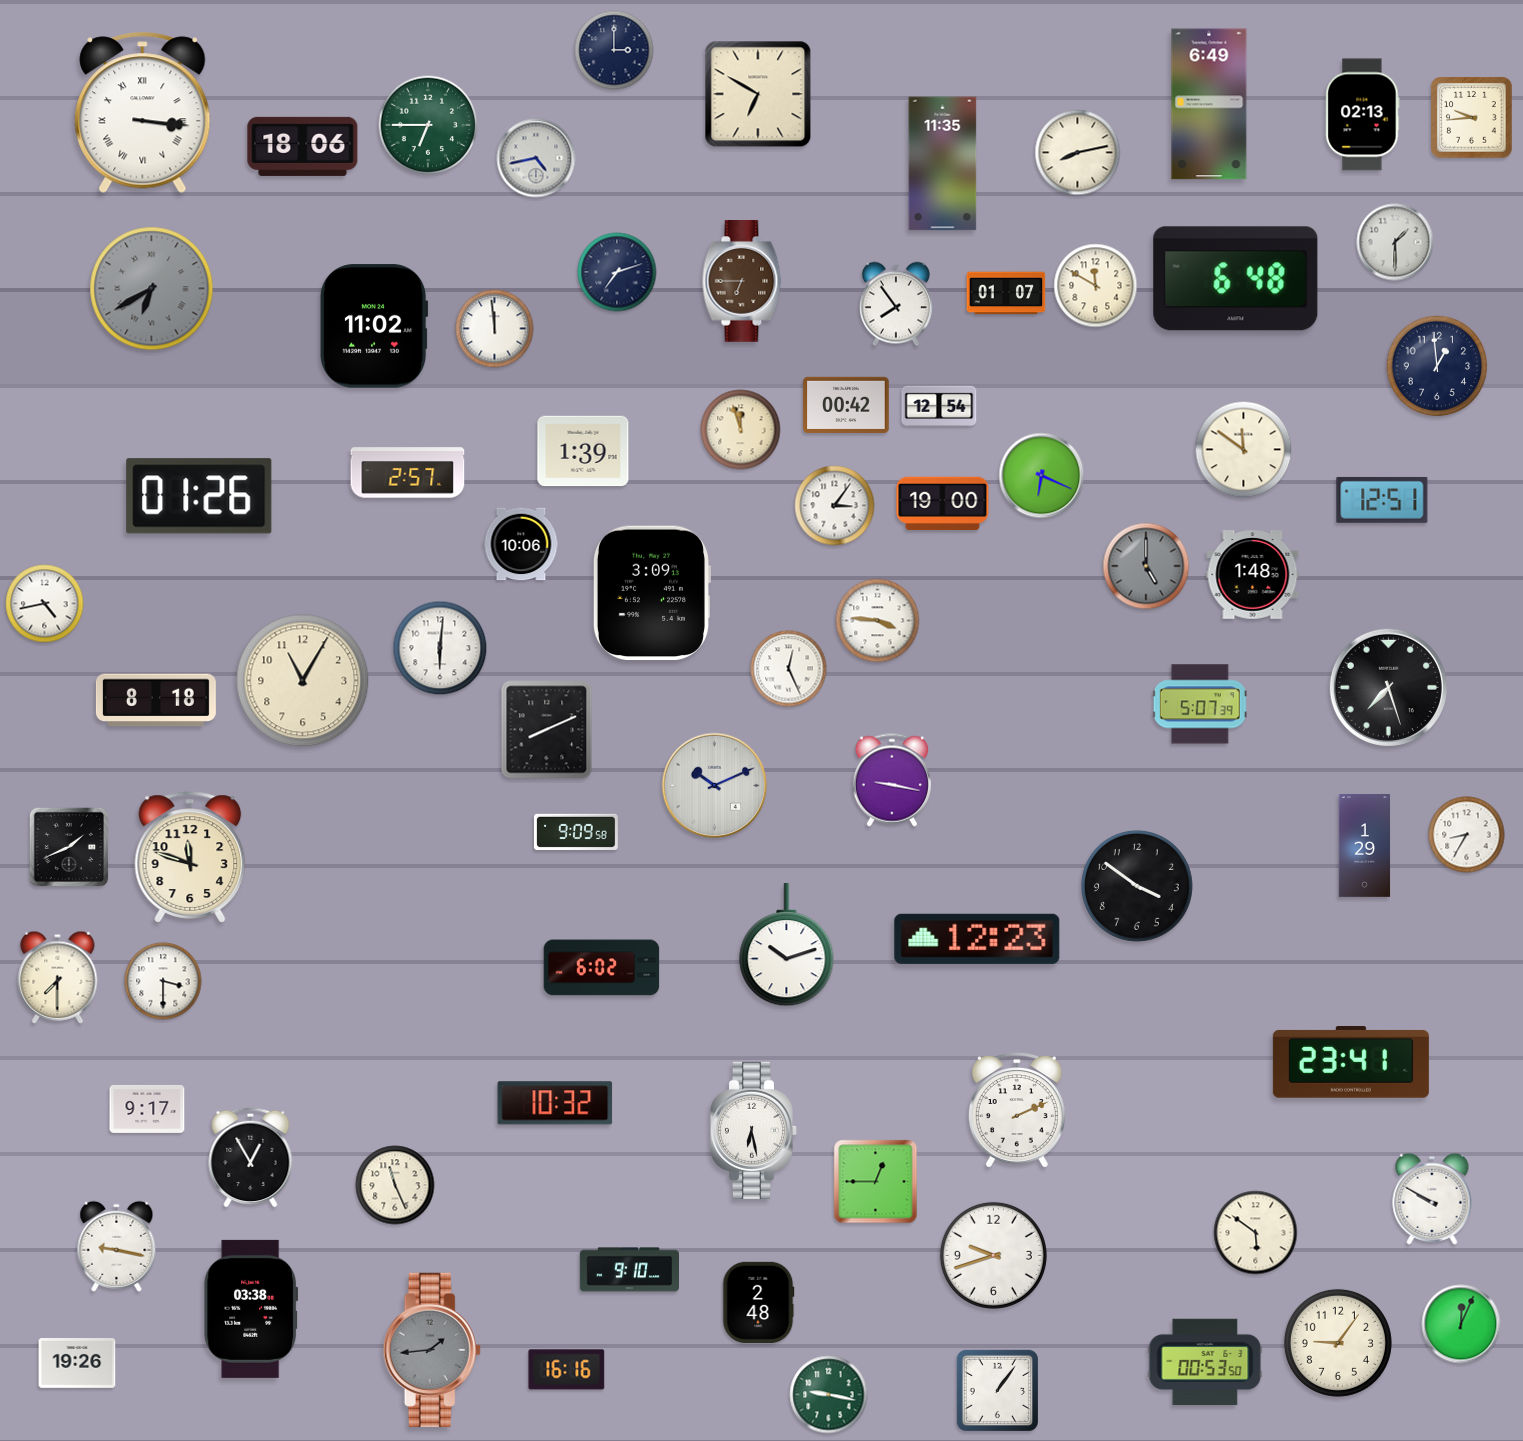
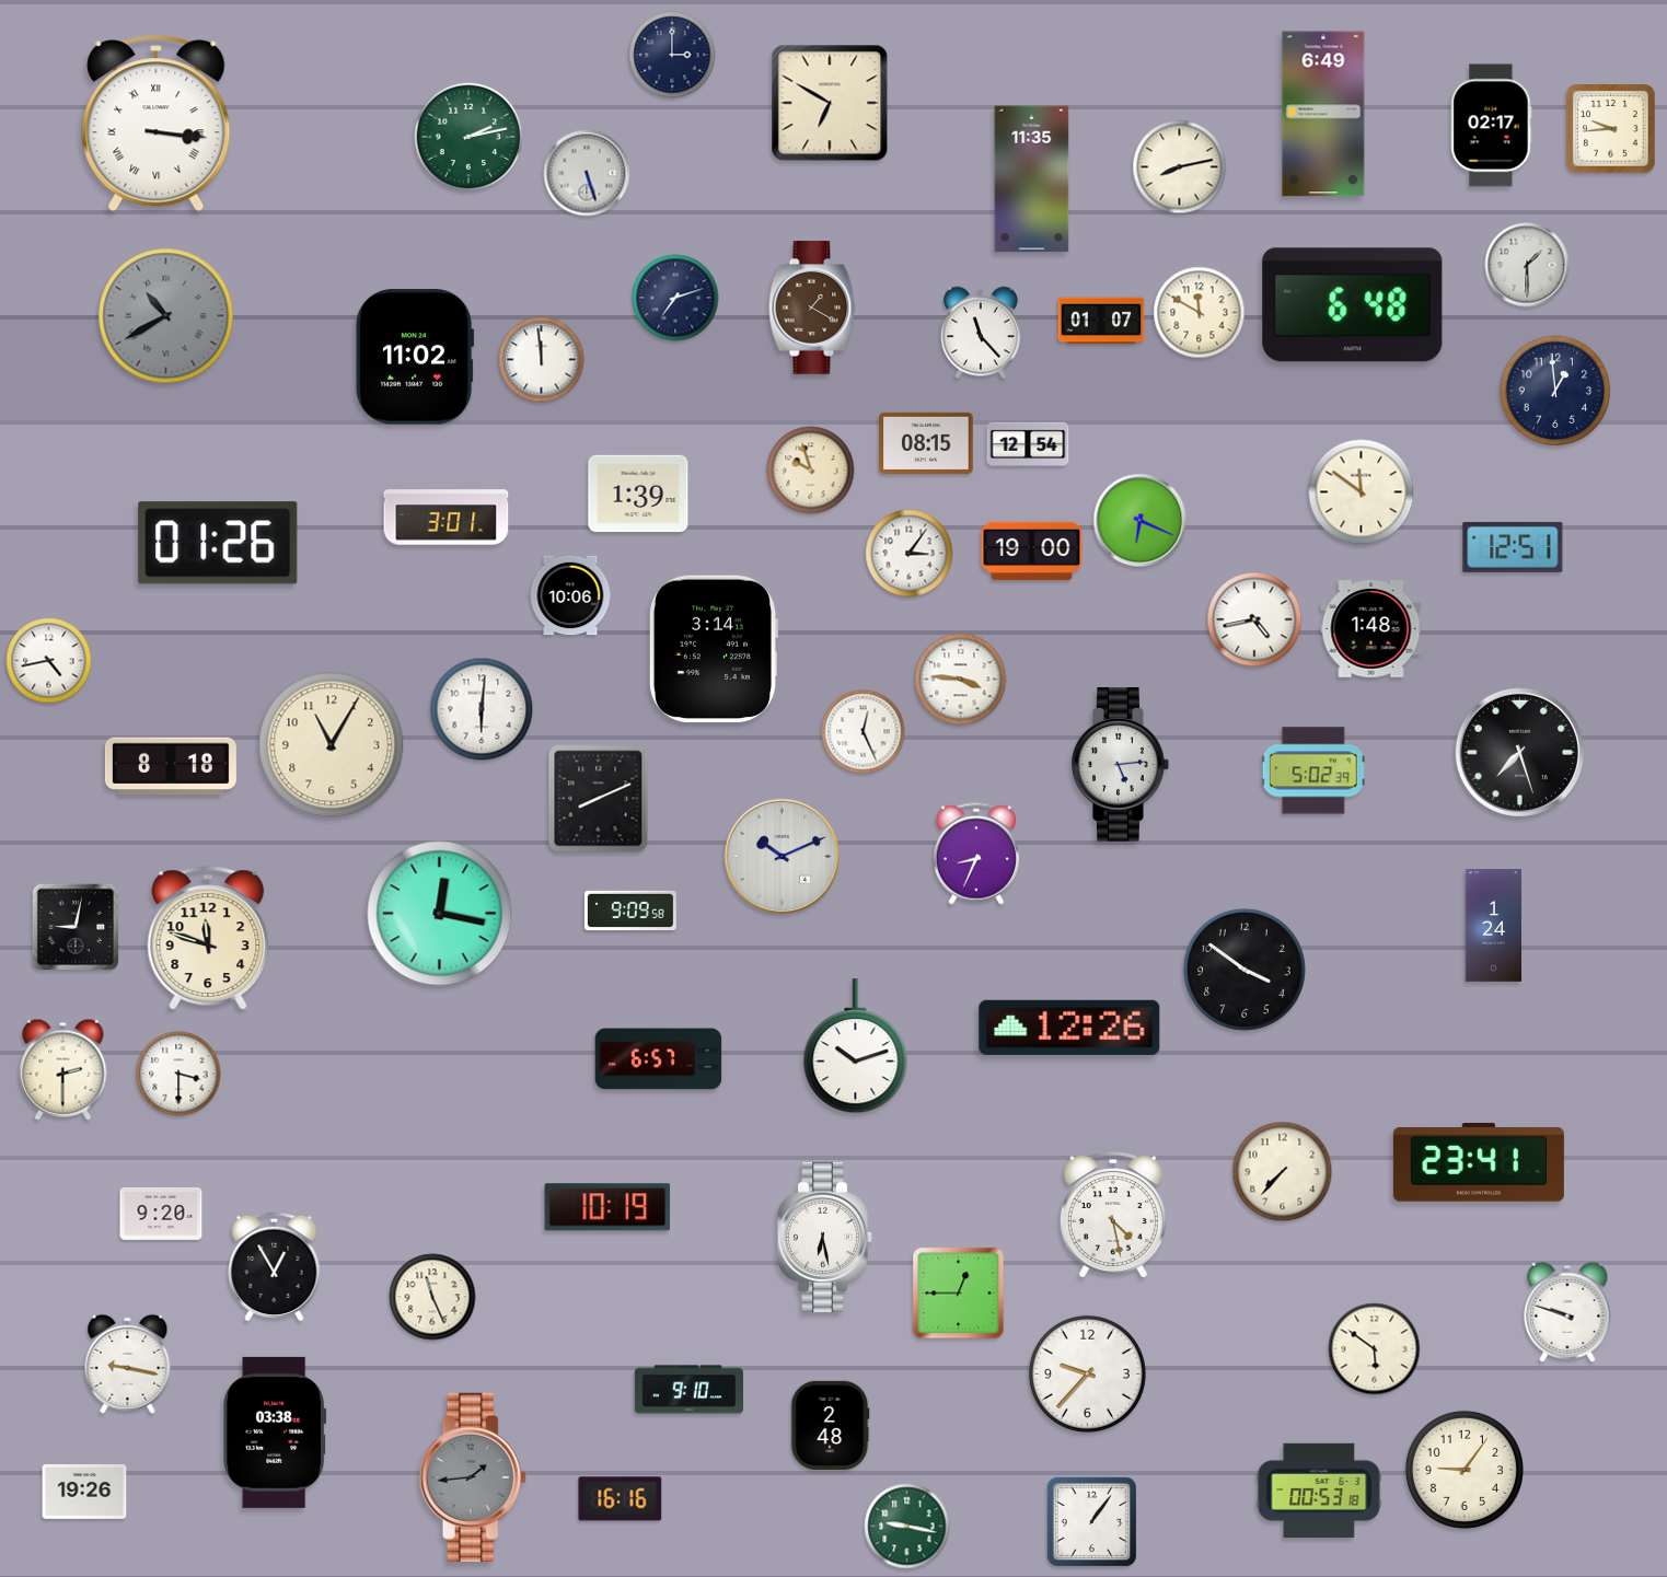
clock at (1363, 115): 02:13 -> 02:17
clock at (428, 125): 6:45 -> 2:13
clock at (303, 146): 18:06 -> none
clock at (536, 158): 4:43 -> 5:27
clock at (742, 282): 6:45 -> 1:20
clock at (152, 289): 6:40 -> 10:40
clock at (896, 304): 7:54 -> 11:23
clock at (375, 326) position: (375, 326) -> (416, 357)
clock at (1437, 366) position: (1437, 366) -> (1555, 391)
clock at (846, 404): 00:42 -> 08:15
clock at (741, 430): 11:57 -> 9:57
clock at (408, 473): 2:57 -> 3:01
clock at (835, 506) position: (835, 506) -> (910, 554)
clock at (1146, 566): 5:00 -> 4:43
clock at (1146, 566) dial: grey -> white
clock at (651, 592): 3:09 -> 3:14
clock at (1121, 765): none -> 5:14
clock at (1200, 704): 5:07 -> 5:02
clock at (891, 780): 9:17 -> 8:34
clock at (715, 786) position: (715, 786) -> (783, 857)
clock at (440, 914): none -> 12:17
clock at (1467, 835): 8:35 -> none
clock at (68, 846): 1:41 -> 9:02
clock at (1365, 846): 1:29 -> 1:24
clock at (977, 939): 12:23 -> 12:26
clock at (787, 945) position: (787, 945) -> (856, 1046)
clock at (602, 968): 6:02 -> 6:57
clock at (58, 977): 7:30 -> 2:30
clock at (1283, 1172): none -> 7:37
clock at (555, 1103): 10:32 -> 10:19
clock at (147, 1109): 9:17 -> 9:20
clock at (1017, 1110): 2:11 -> 4:28
clock at (1432, 1199): 9:50 -> 9:48
clock at (993, 1255): 9:42 -> 9:37
clock at (1461, 1324): 12:04 -> none
clock at (1205, 1362): 00:53:50 -> 00:53:18
